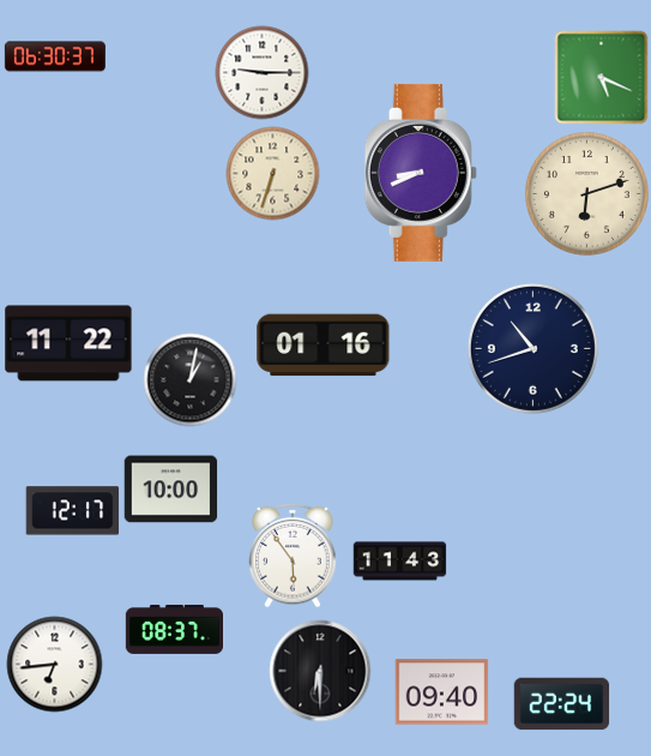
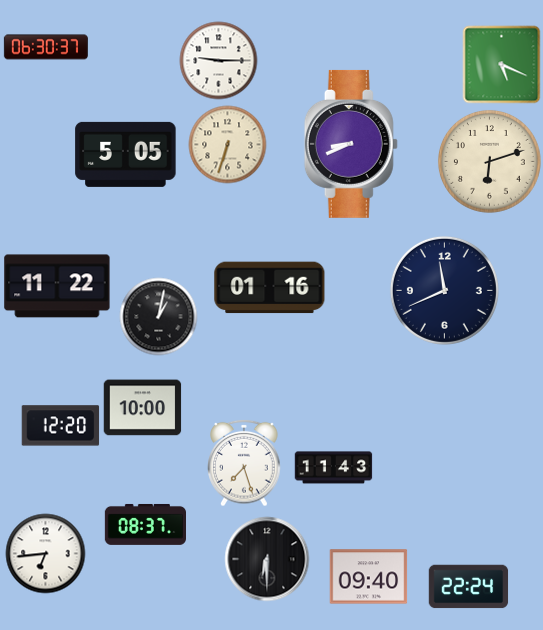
clock at (126, 154): none -> 5:05
clock at (532, 348): 10:42 -> 11:41
clock at (72, 511): 12:17 -> 12:20
clock at (293, 556): 5:54 -> 7:27
